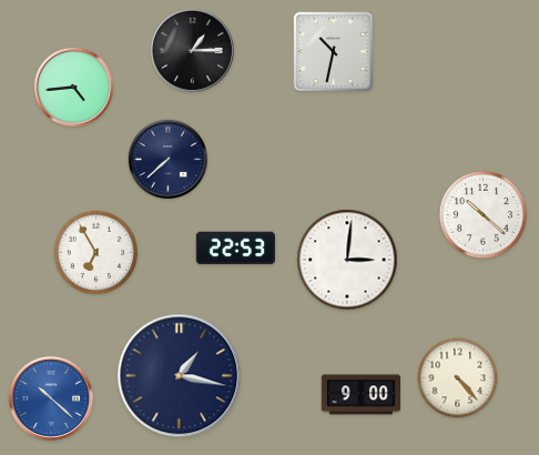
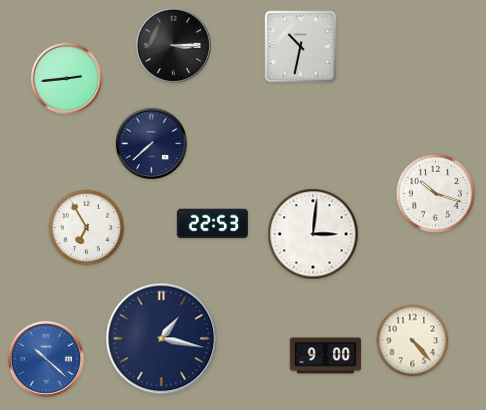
clock at (192, 50): 1:15 -> 3:15
clock at (74, 88): 4:44 -> 2:44
clock at (482, 214): 10:22 -> 10:18
